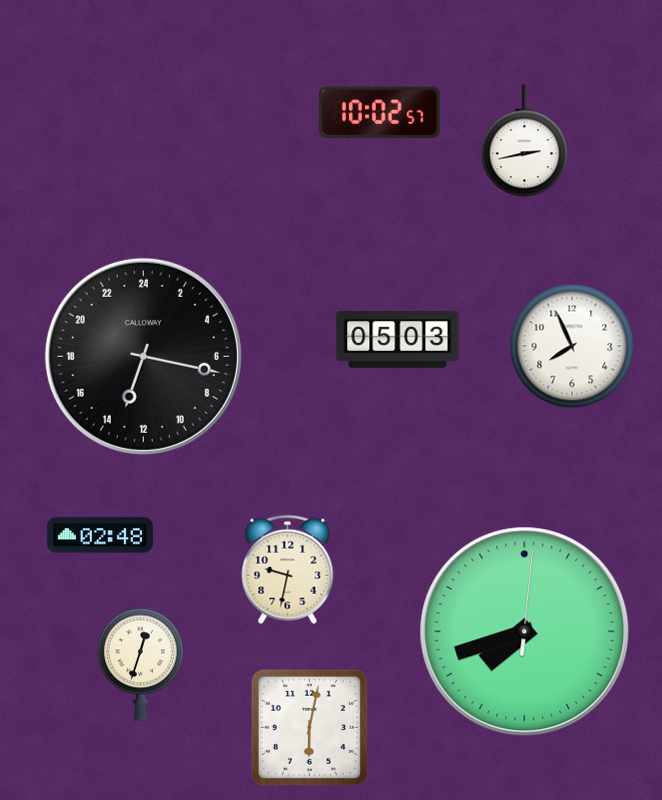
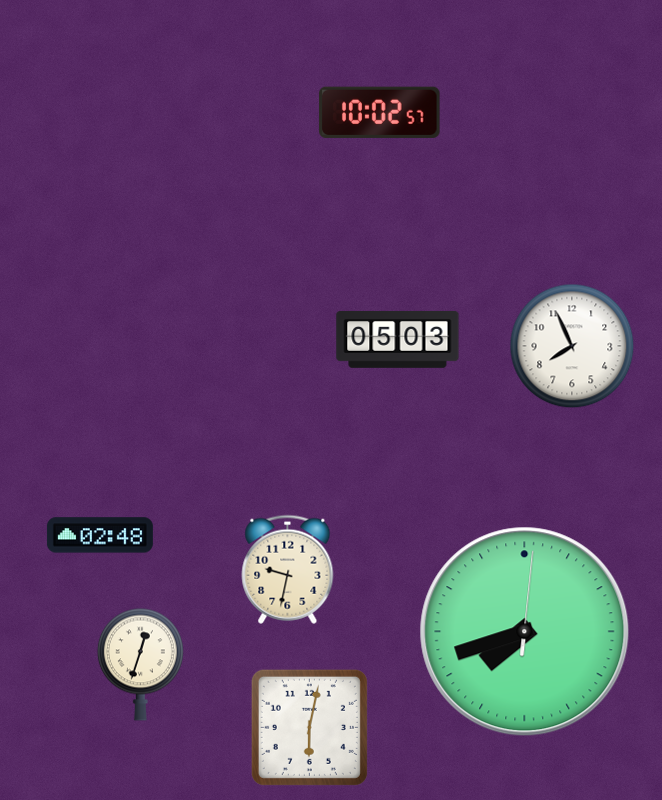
clock at (524, 141): 2:43 -> none
clock at (143, 356): 13:17 -> none
